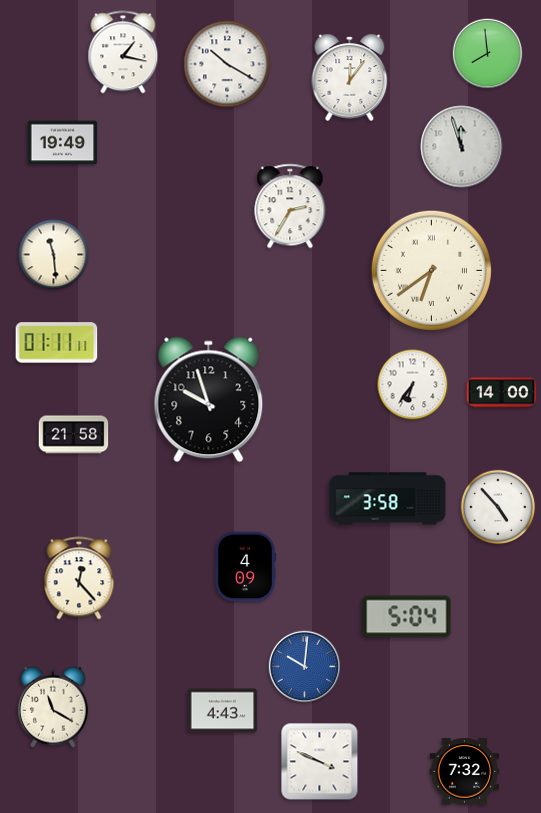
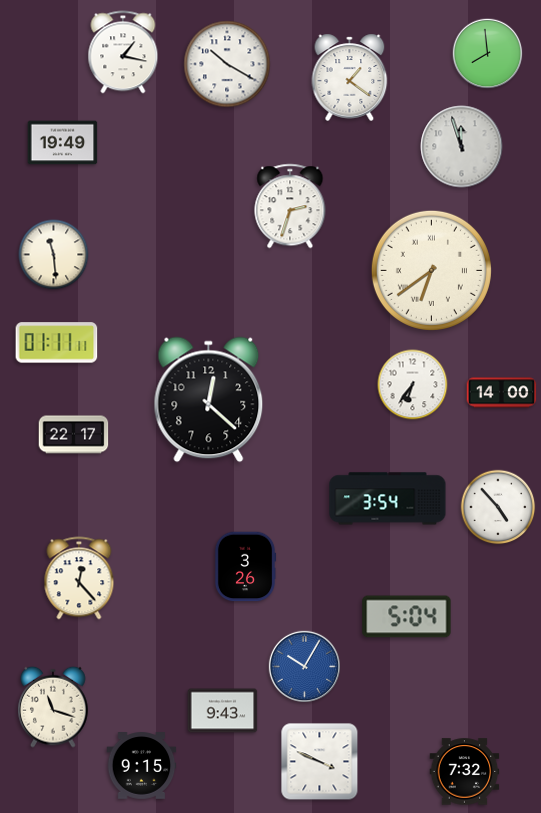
clock at (350, 77): 12:06 -> 1:21
clock at (290, 206): 2:35 -> 2:33
clock at (209, 400): 9:57 -> 12:22
clock at (74, 435): 21:58 -> 22:17
clock at (388, 499): 3:58 -> 3:54
clock at (245, 567): 4:09 -> 3:26
clock at (304, 666): 10:01 -> 10:05
clock at (53, 707): 11:20 -> 11:18
clock at (223, 711): 4:43 -> 9:43
clock at (142, 766): none -> 9:15
